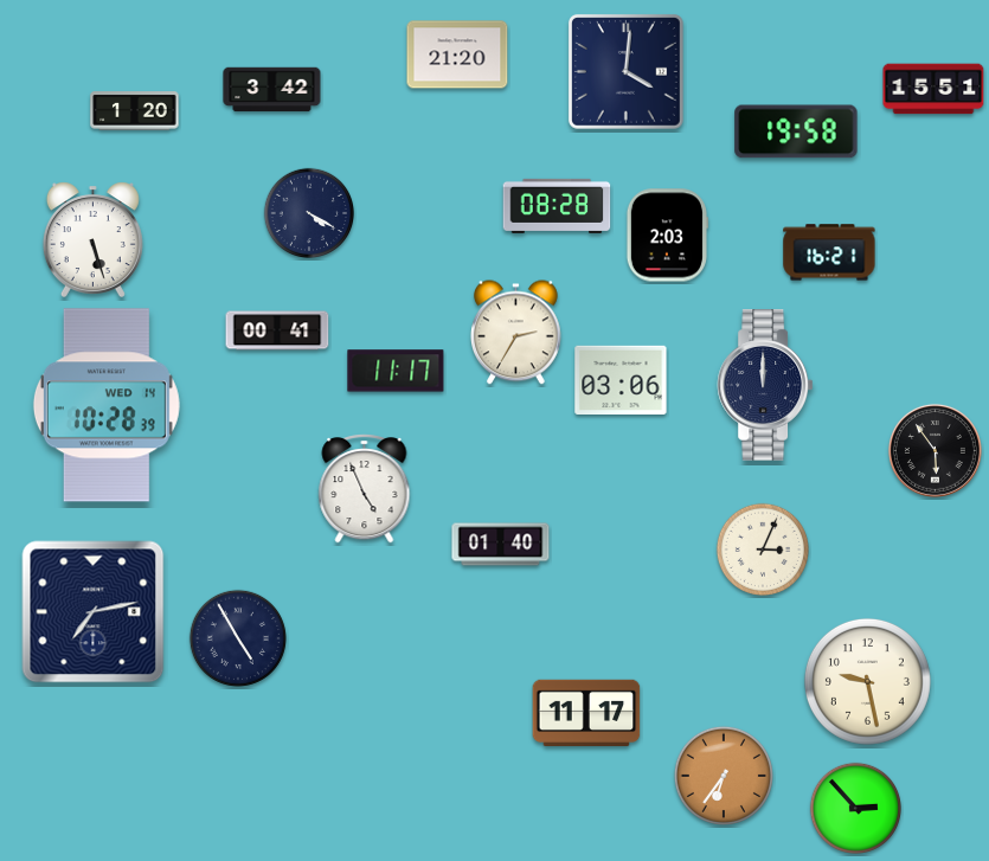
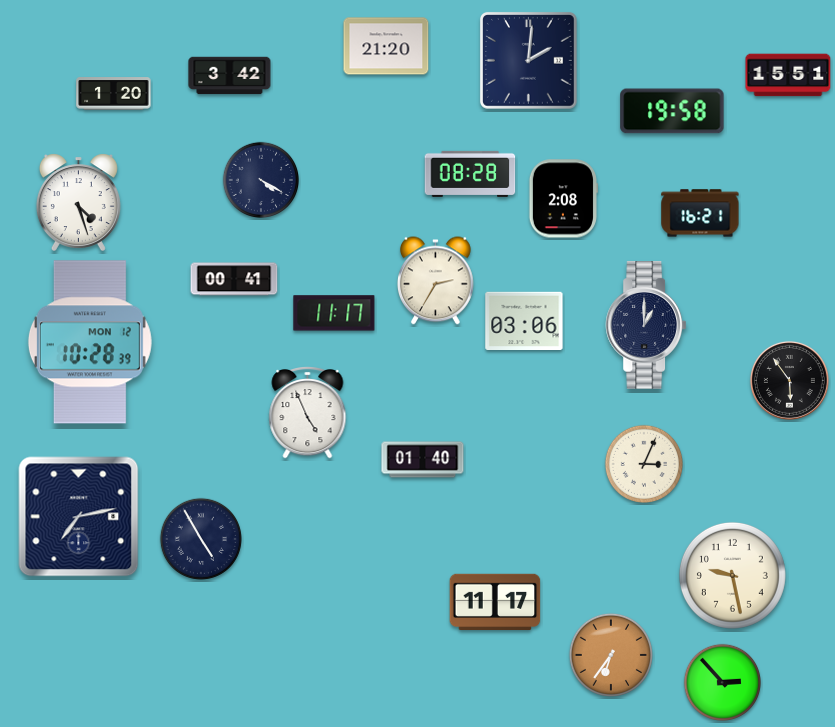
clock at (627, 72): 4:01 -> 2:01
clock at (666, 236): 2:03 -> 2:08
clock at (92, 239): 5:27 -> 4:27
clock at (765, 385): 12:00 -> 1:00
clock at (107, 405) date: WED 14 -> MON 12
